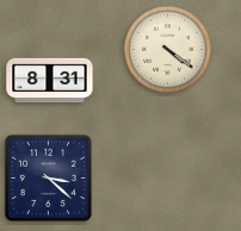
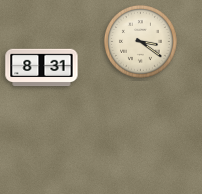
clock at (167, 49): 4:21 -> 3:21
clock at (48, 177): 3:22 -> none
